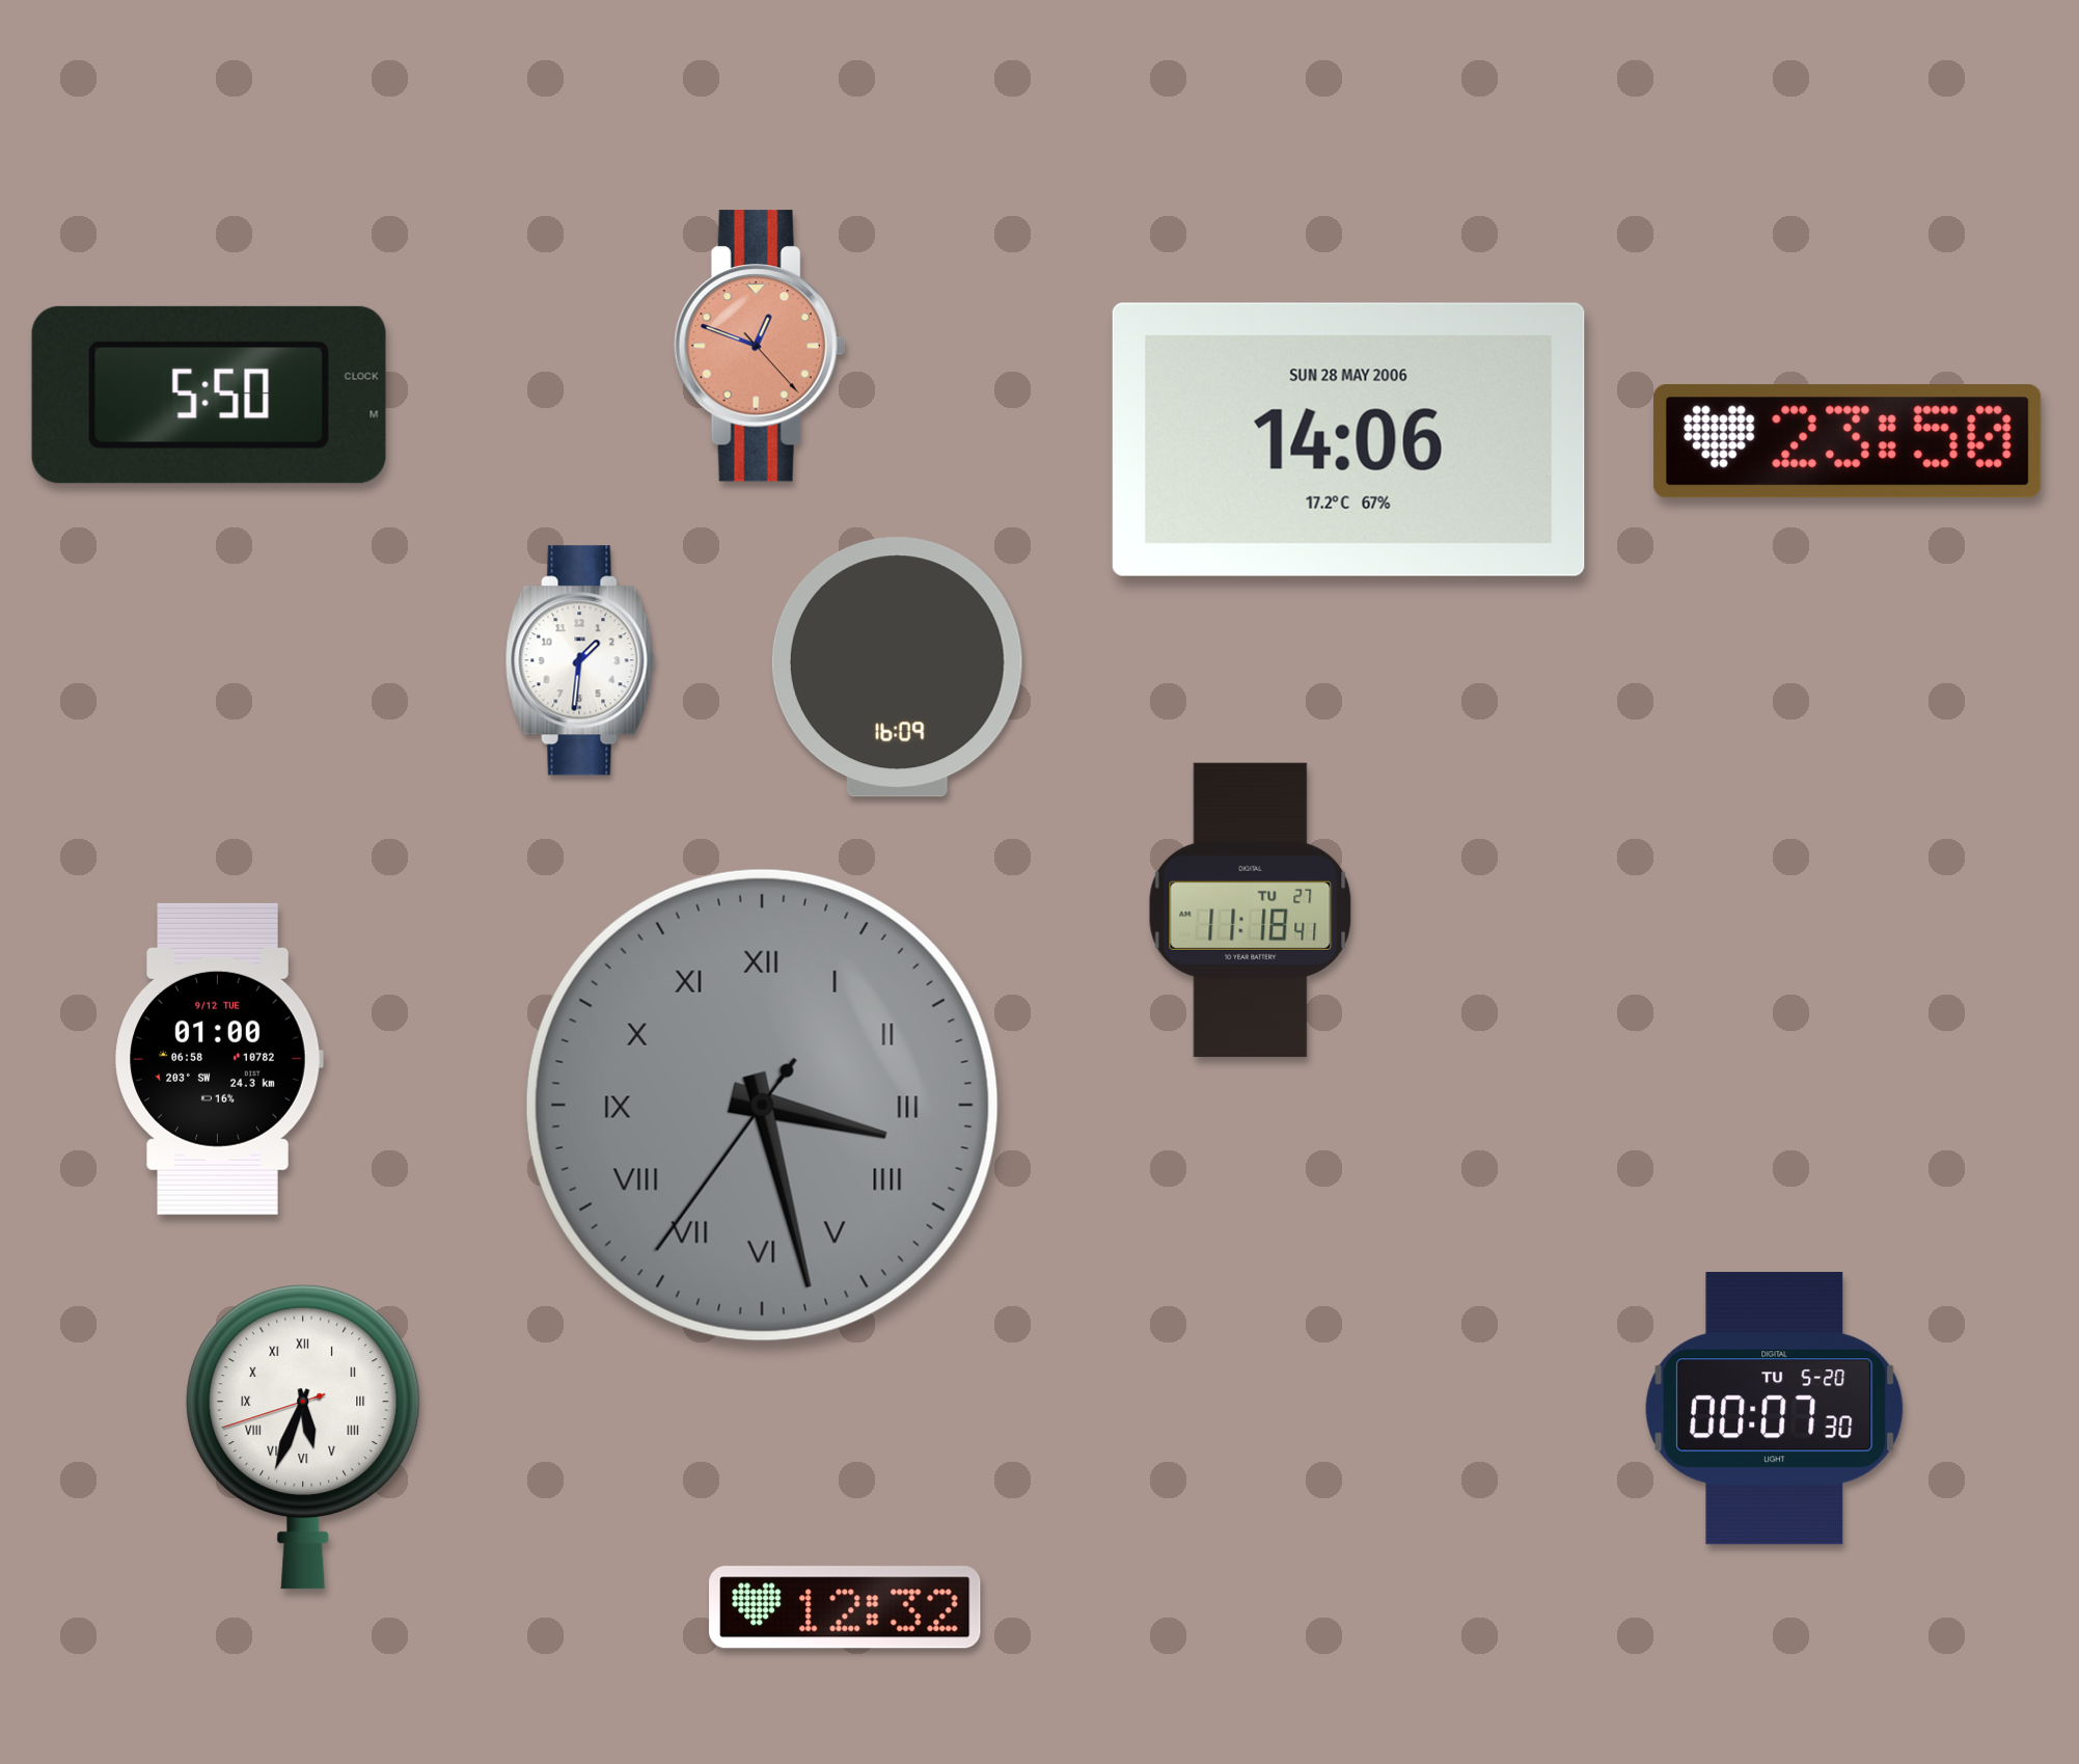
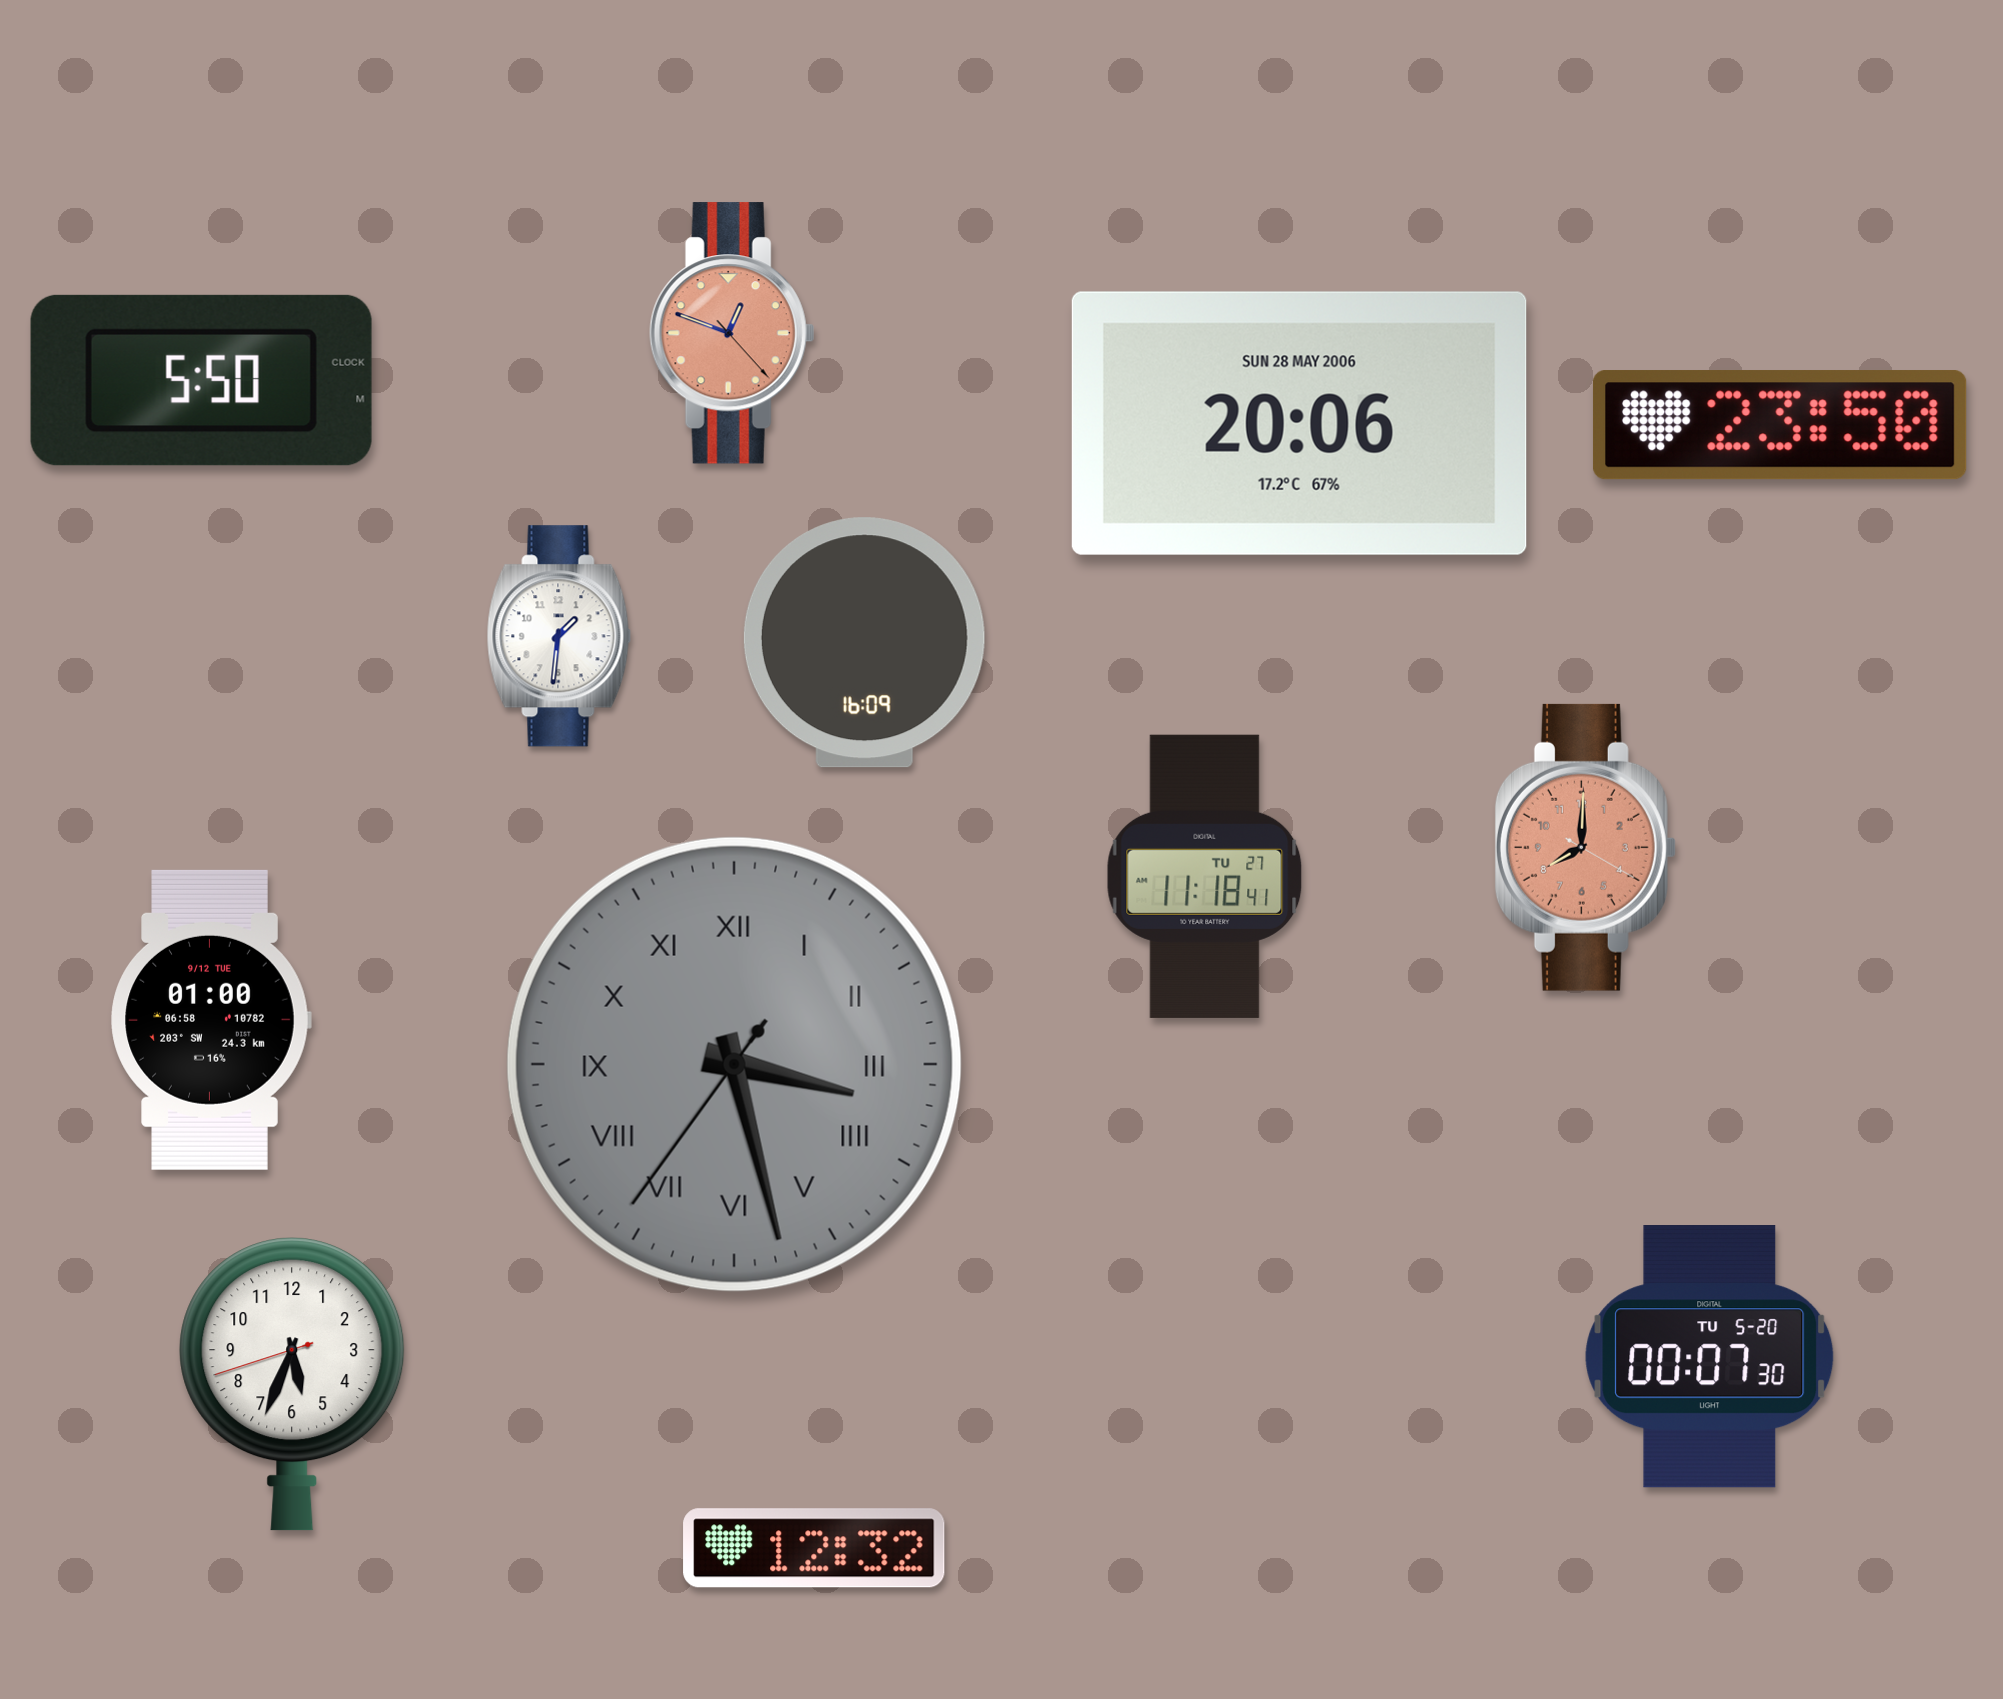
clock at (1348, 439): 14:06 -> 20:06
clock at (1585, 847): none -> 8:00
clock at (303, 1437) numerals: Roman -> Arabic
